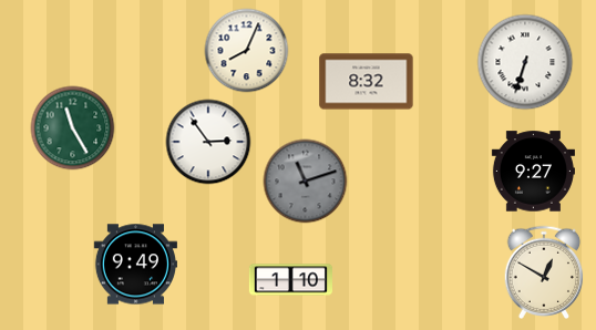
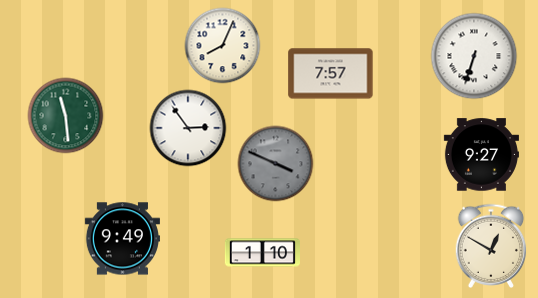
clock at (367, 82): 8:32 -> 7:57
clock at (73, 128): 11:25 -> 11:29
clock at (306, 182): 11:12 -> 3:49
